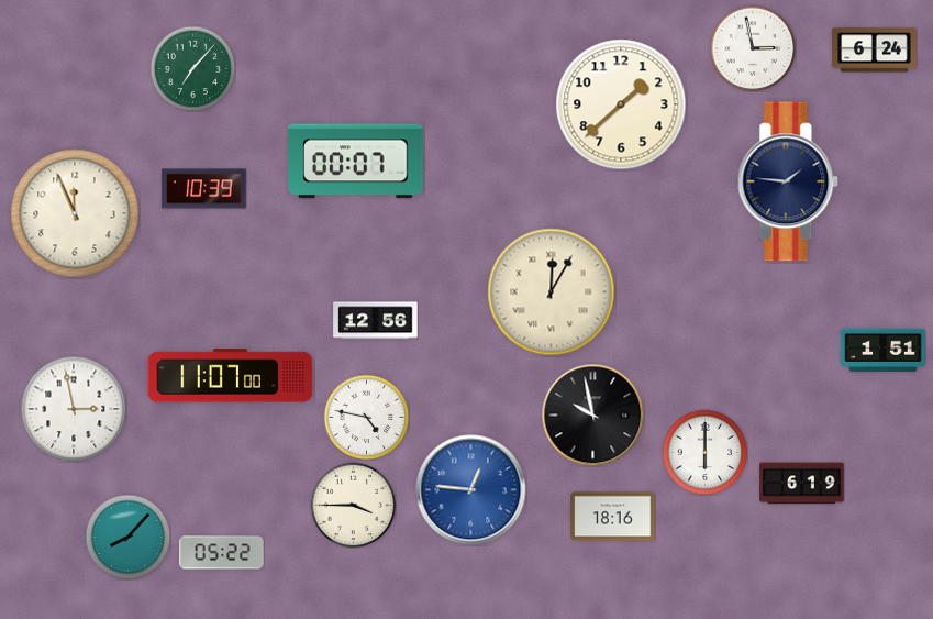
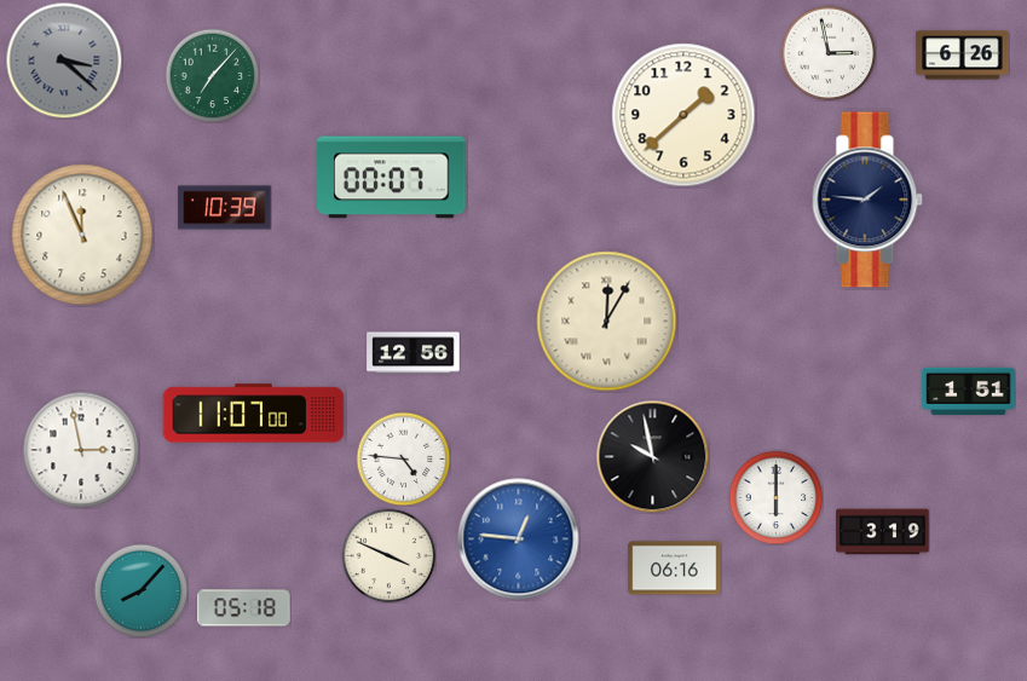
clock at (875, 51): 6:24 -> 6:26
clock at (64, 60): none -> 3:22
clock at (884, 351) position: (884, 351) -> (969, 392)
clock at (366, 417): 4:47 -> 4:46
clock at (802, 484): 6:19 -> 3:19
clock at (353, 505): 3:45 -> 3:49
clock at (613, 517): 18:16 -> 06:16
clock at (222, 553): 05:22 -> 05:18
